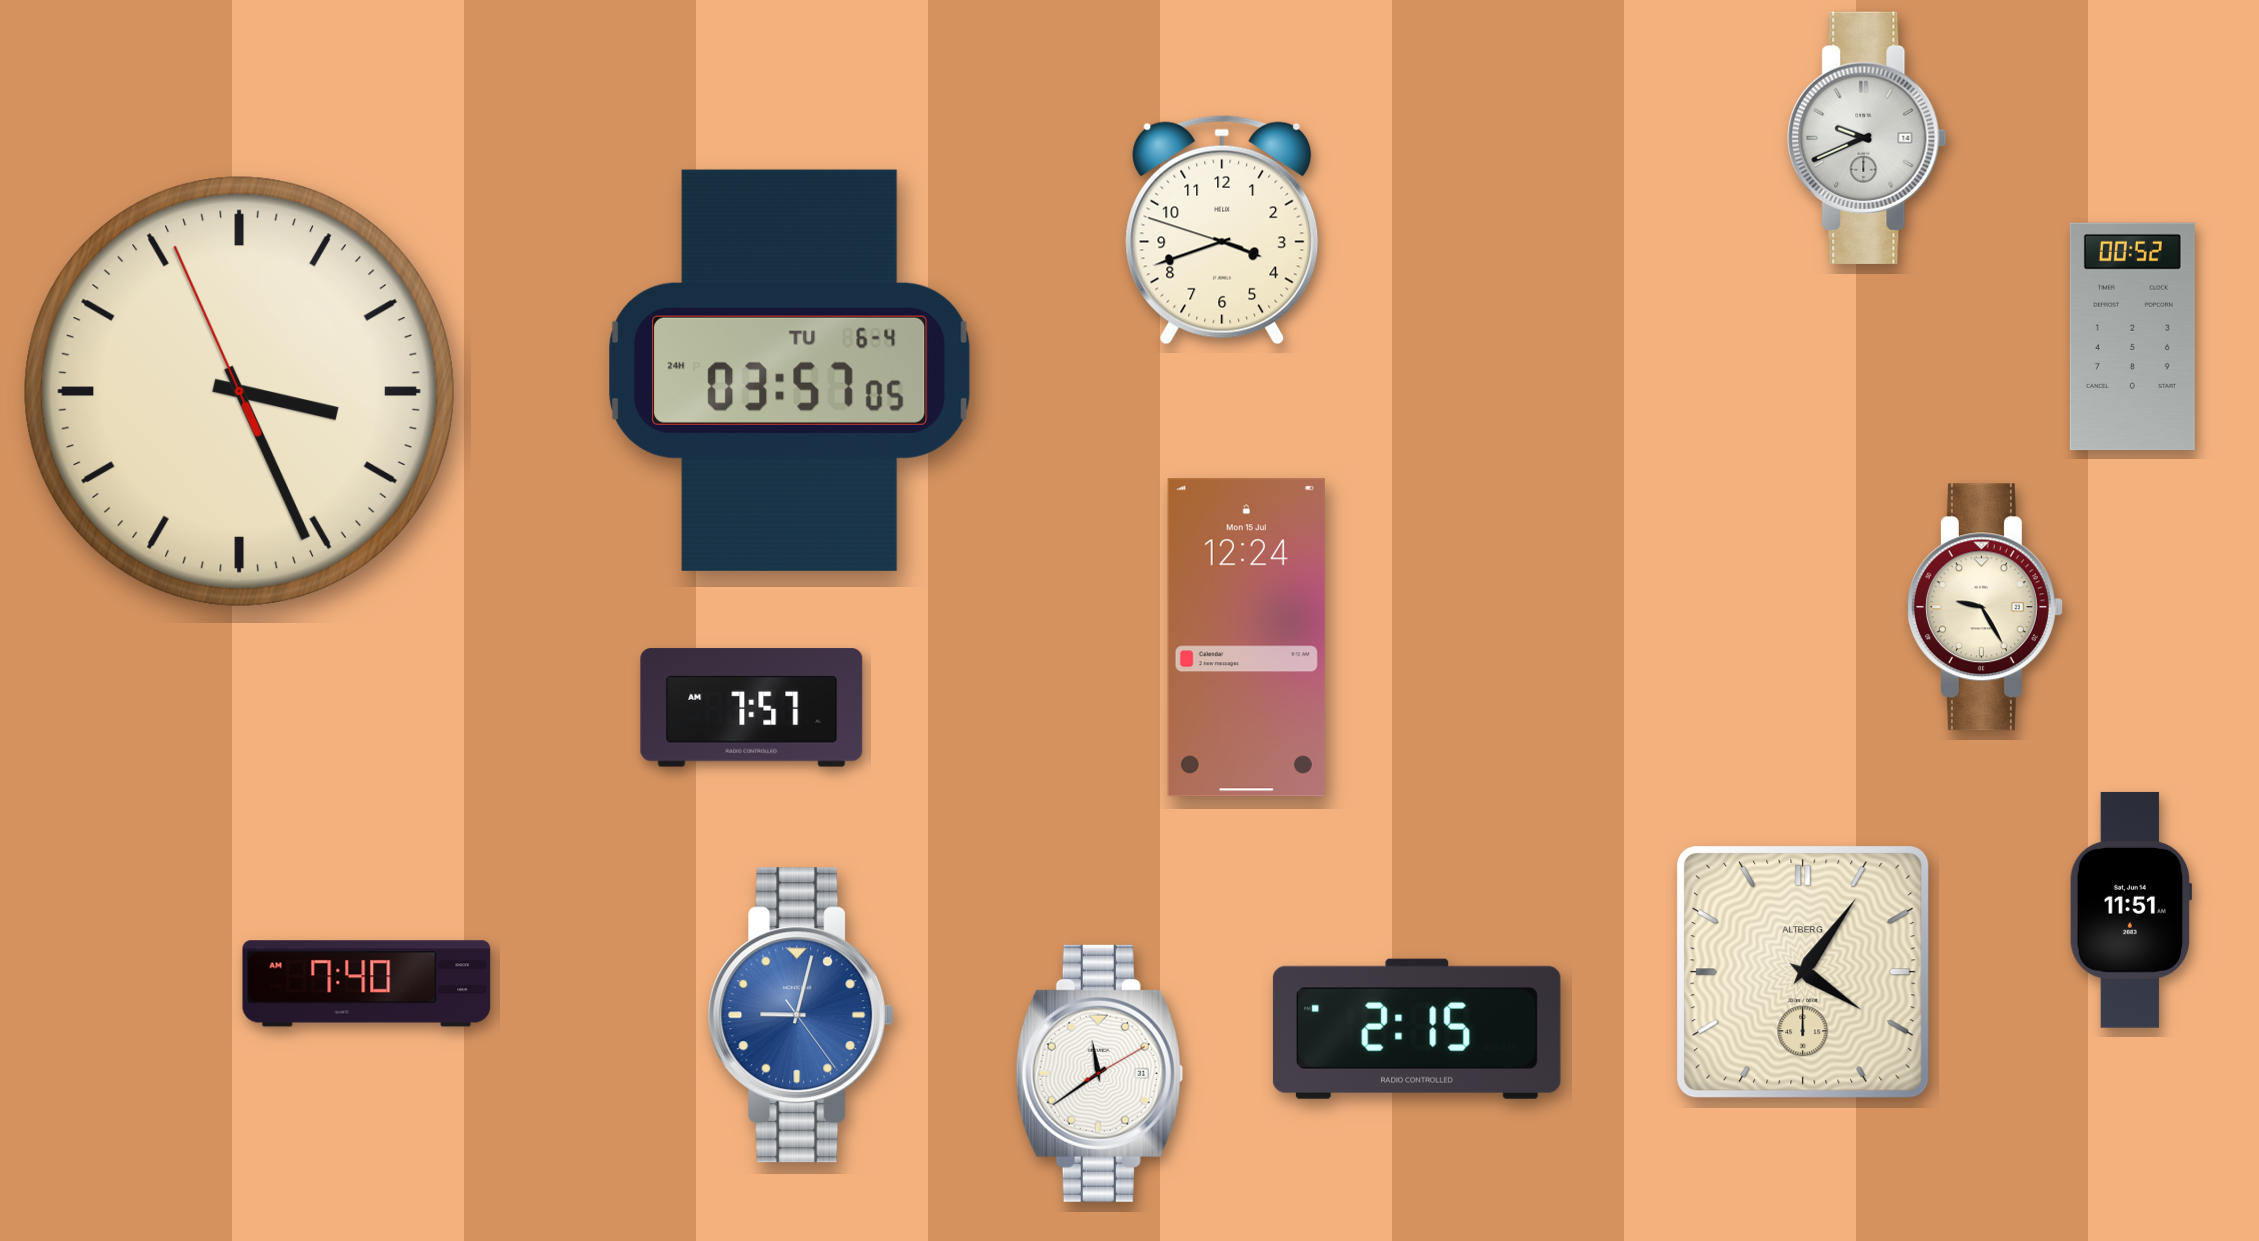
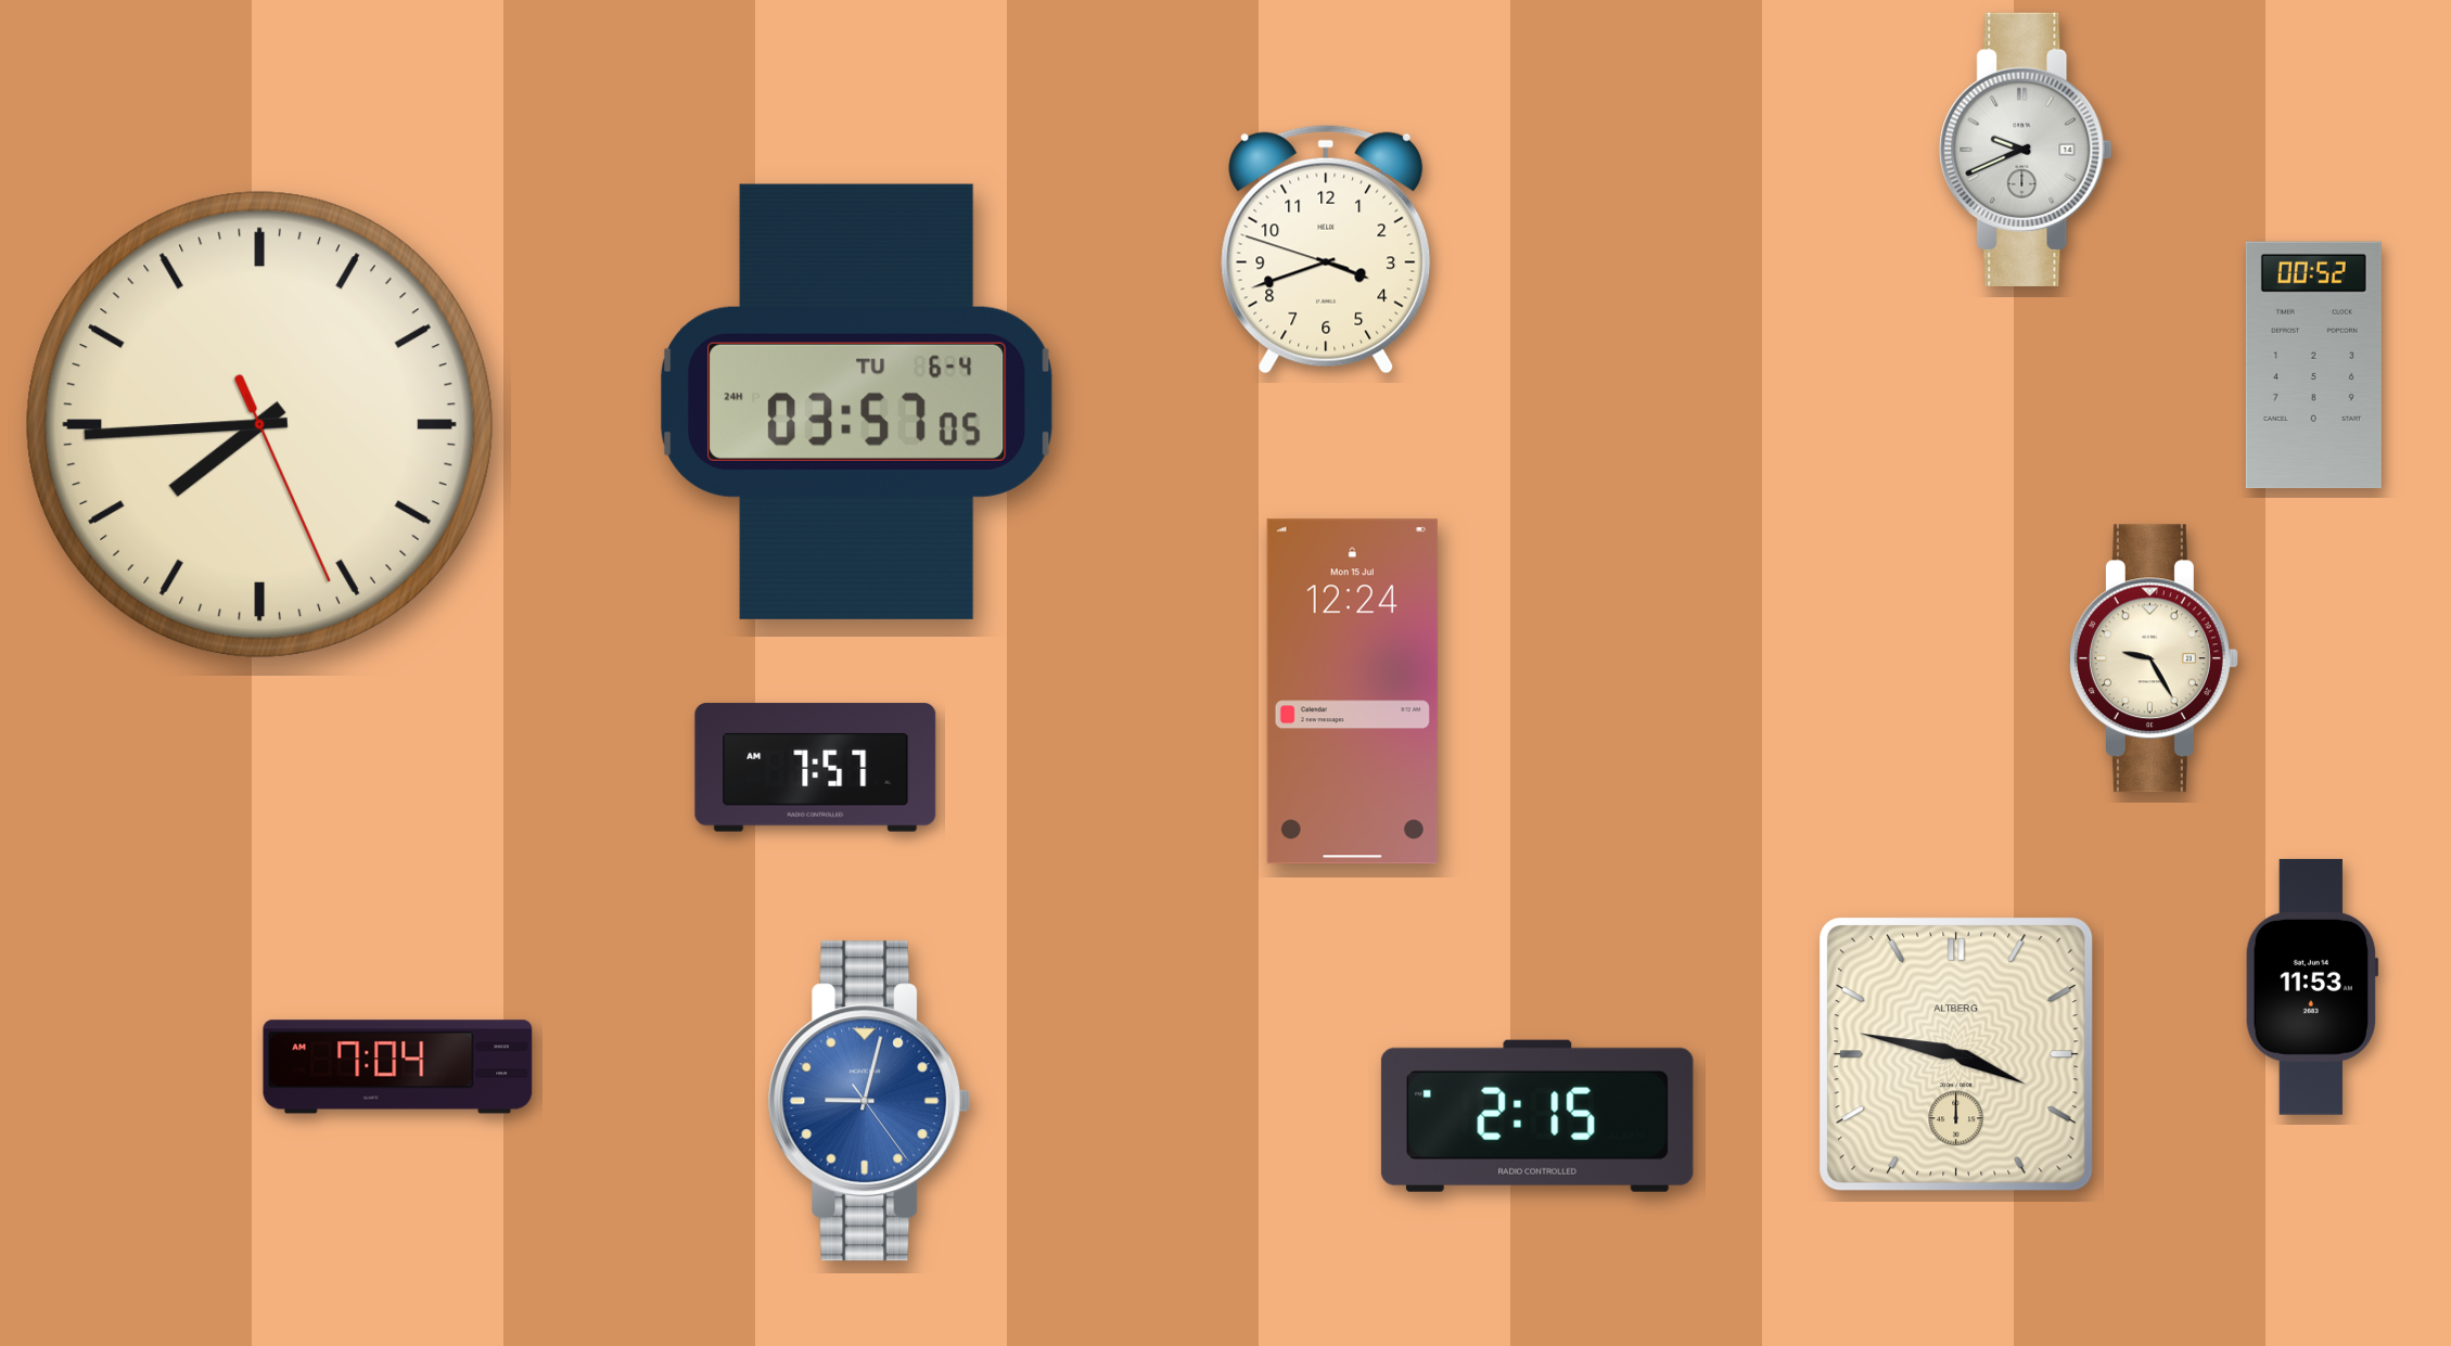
clock at (239, 391): 3:25 -> 7:44
clock at (2131, 910): 11:51 -> 11:53
clock at (1803, 972): 4:06 -> 3:47
clock at (367, 984): 7:40 -> 7:04
clock at (1099, 1073): 11:39 -> none
